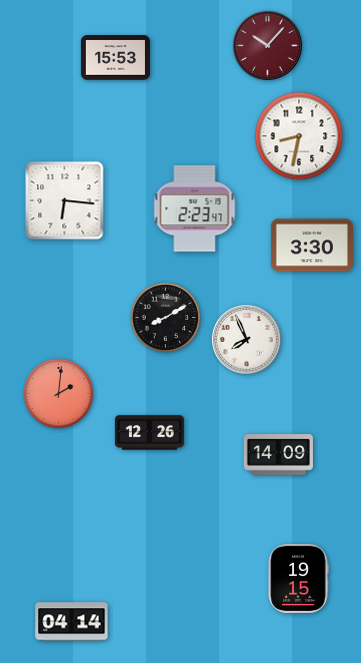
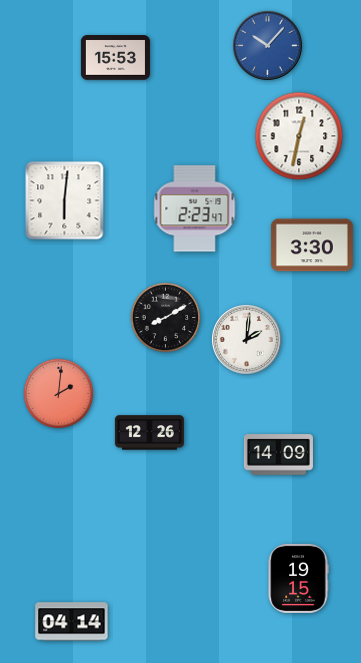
clock at (267, 45) dial: burgundy -> blue
clock at (299, 136): 8:32 -> 12:32
clock at (65, 201): 6:16 -> 6:01
clock at (246, 339): 7:56 -> 2:01
